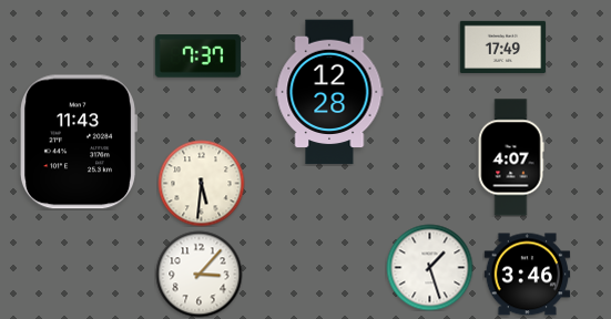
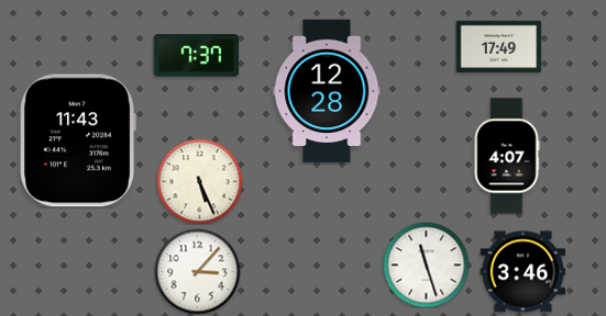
clock at (201, 183): 5:31 -> 5:26
clock at (429, 267): 1:27 -> 11:27
